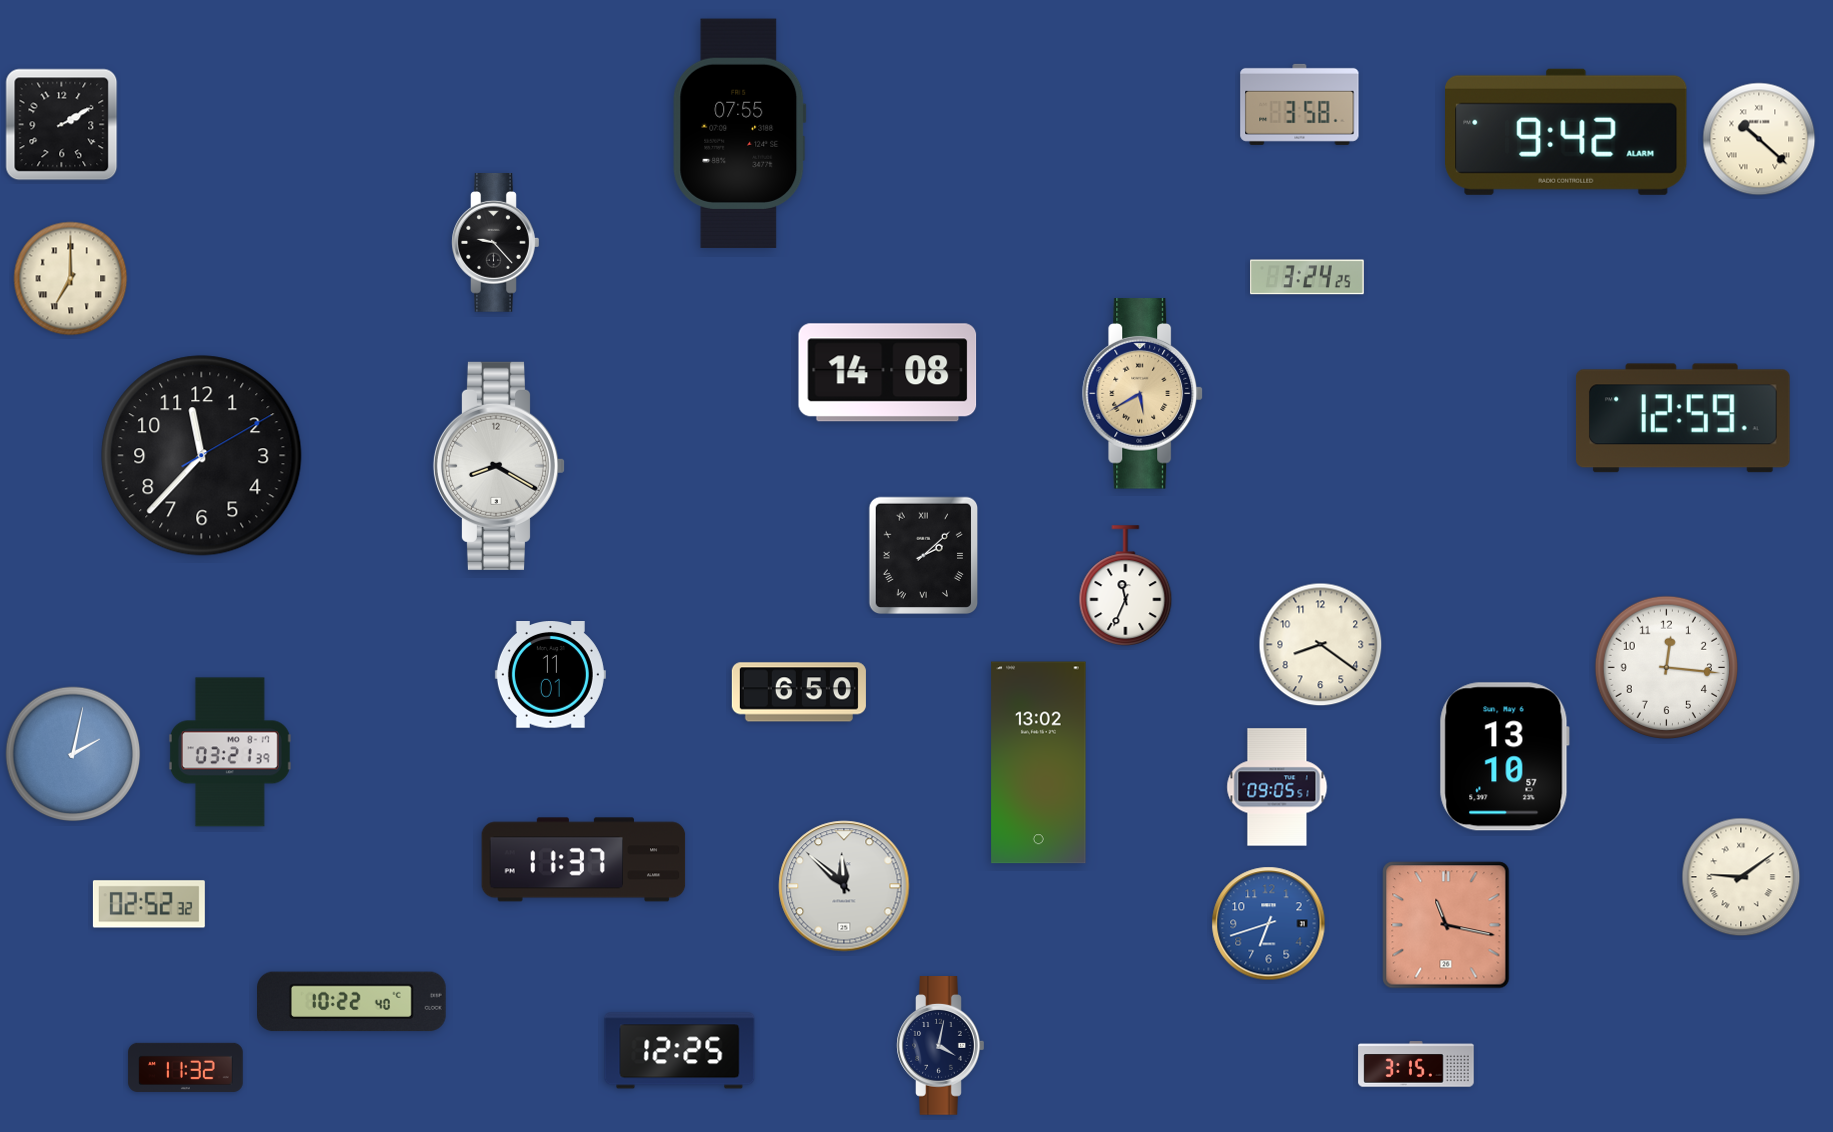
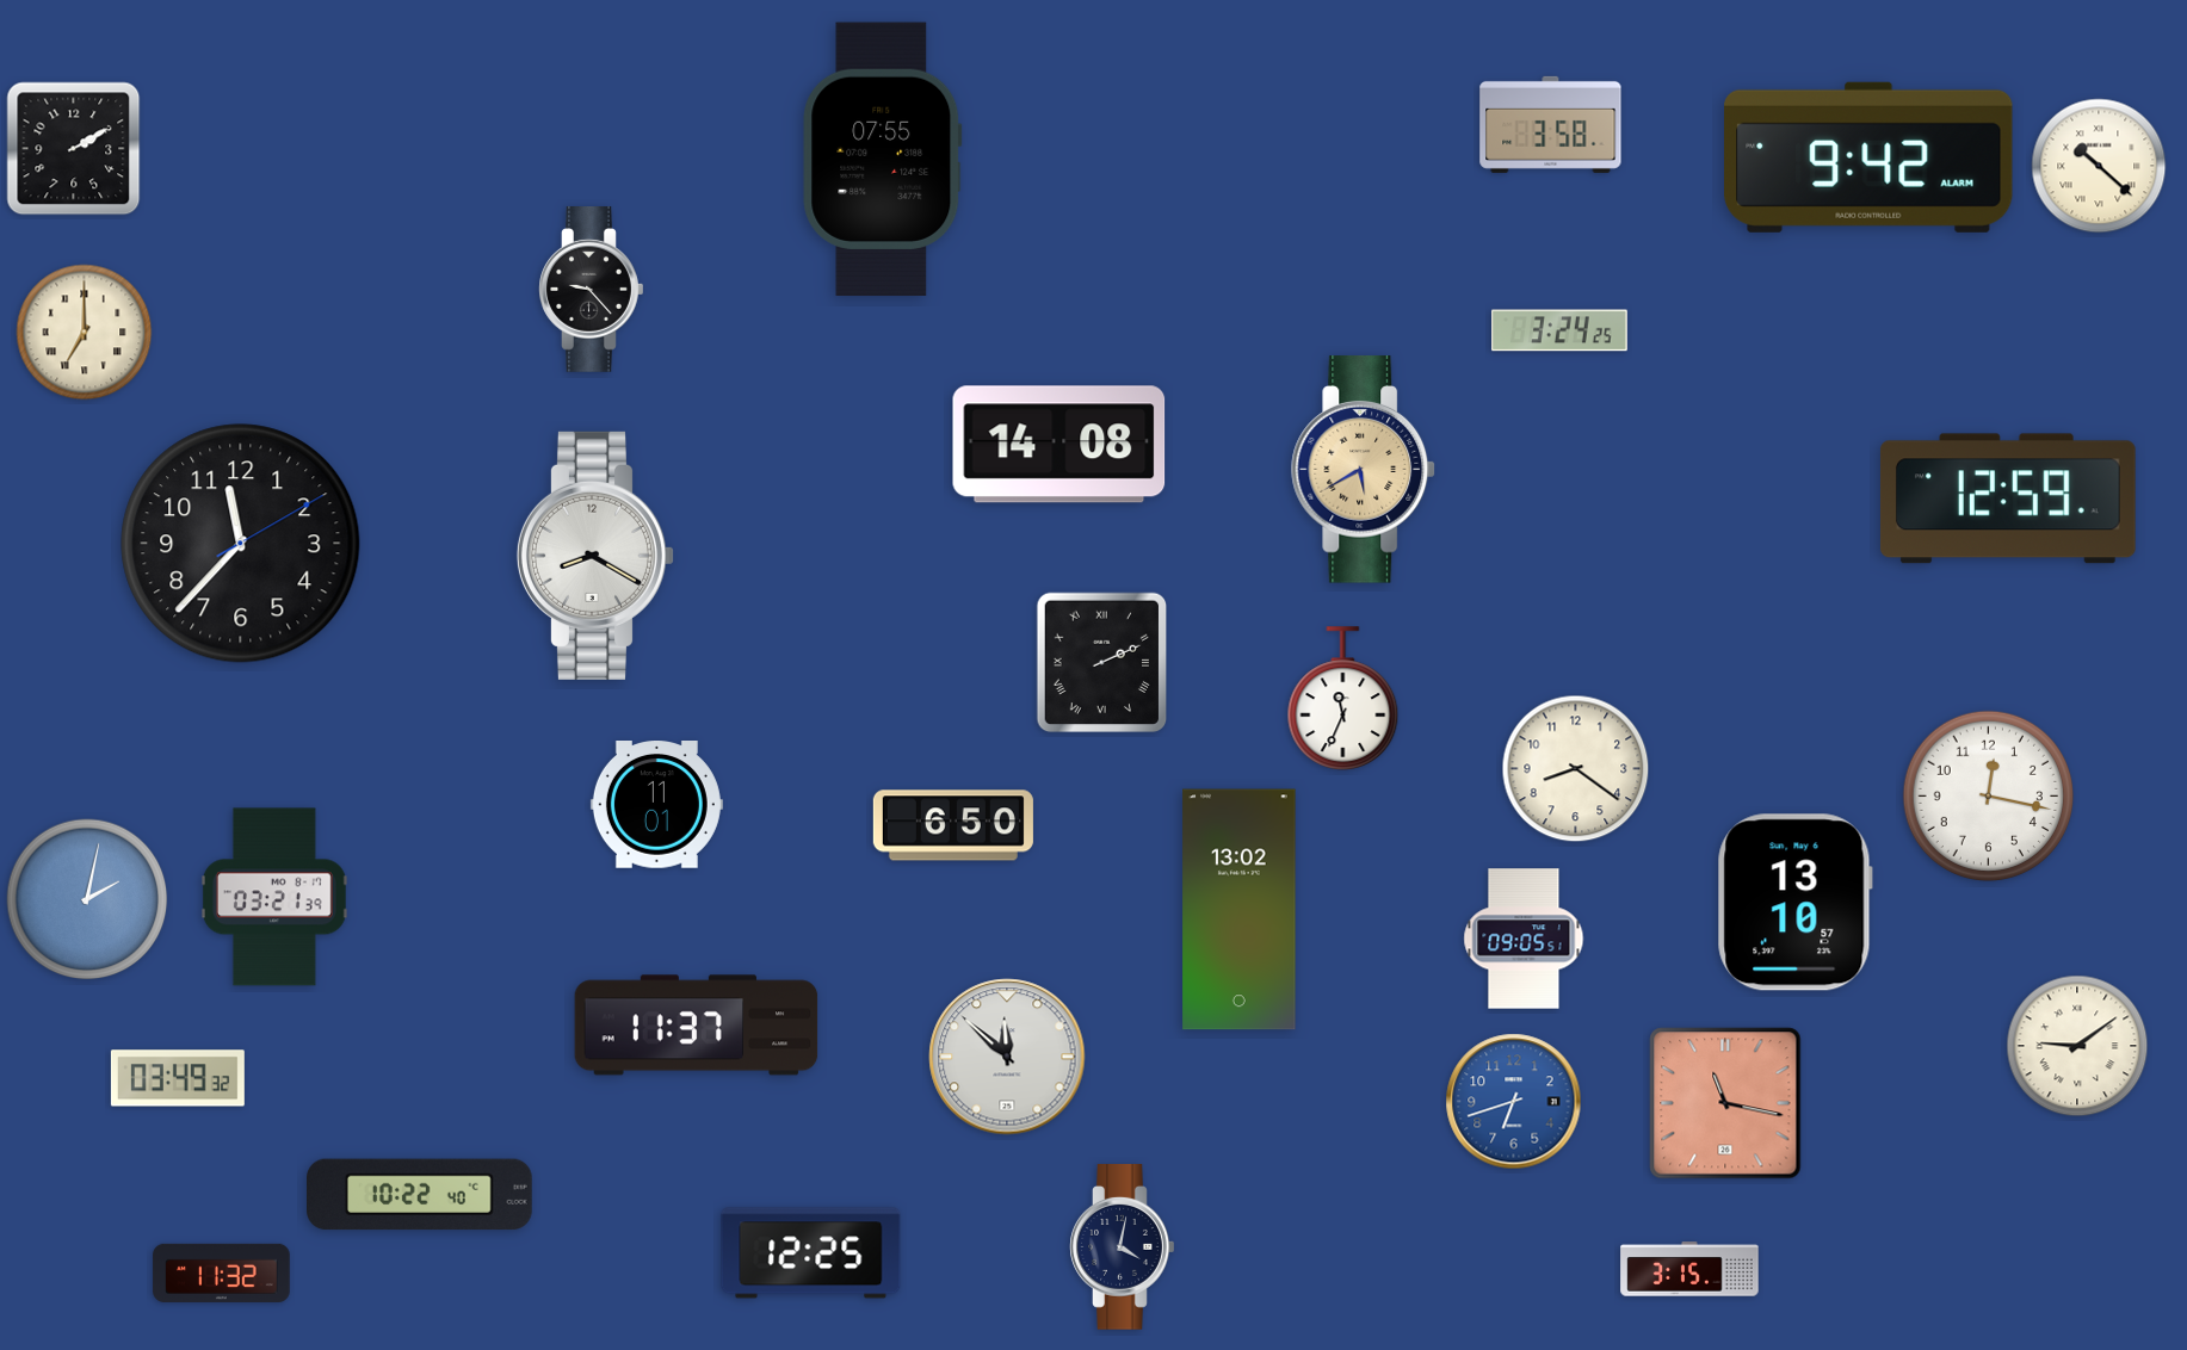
clock at (924, 556): 2:08 -> 2:11
clock at (1666, 667): 12:16 -> 12:17
clock at (149, 904): 02:52 -> 03:49
